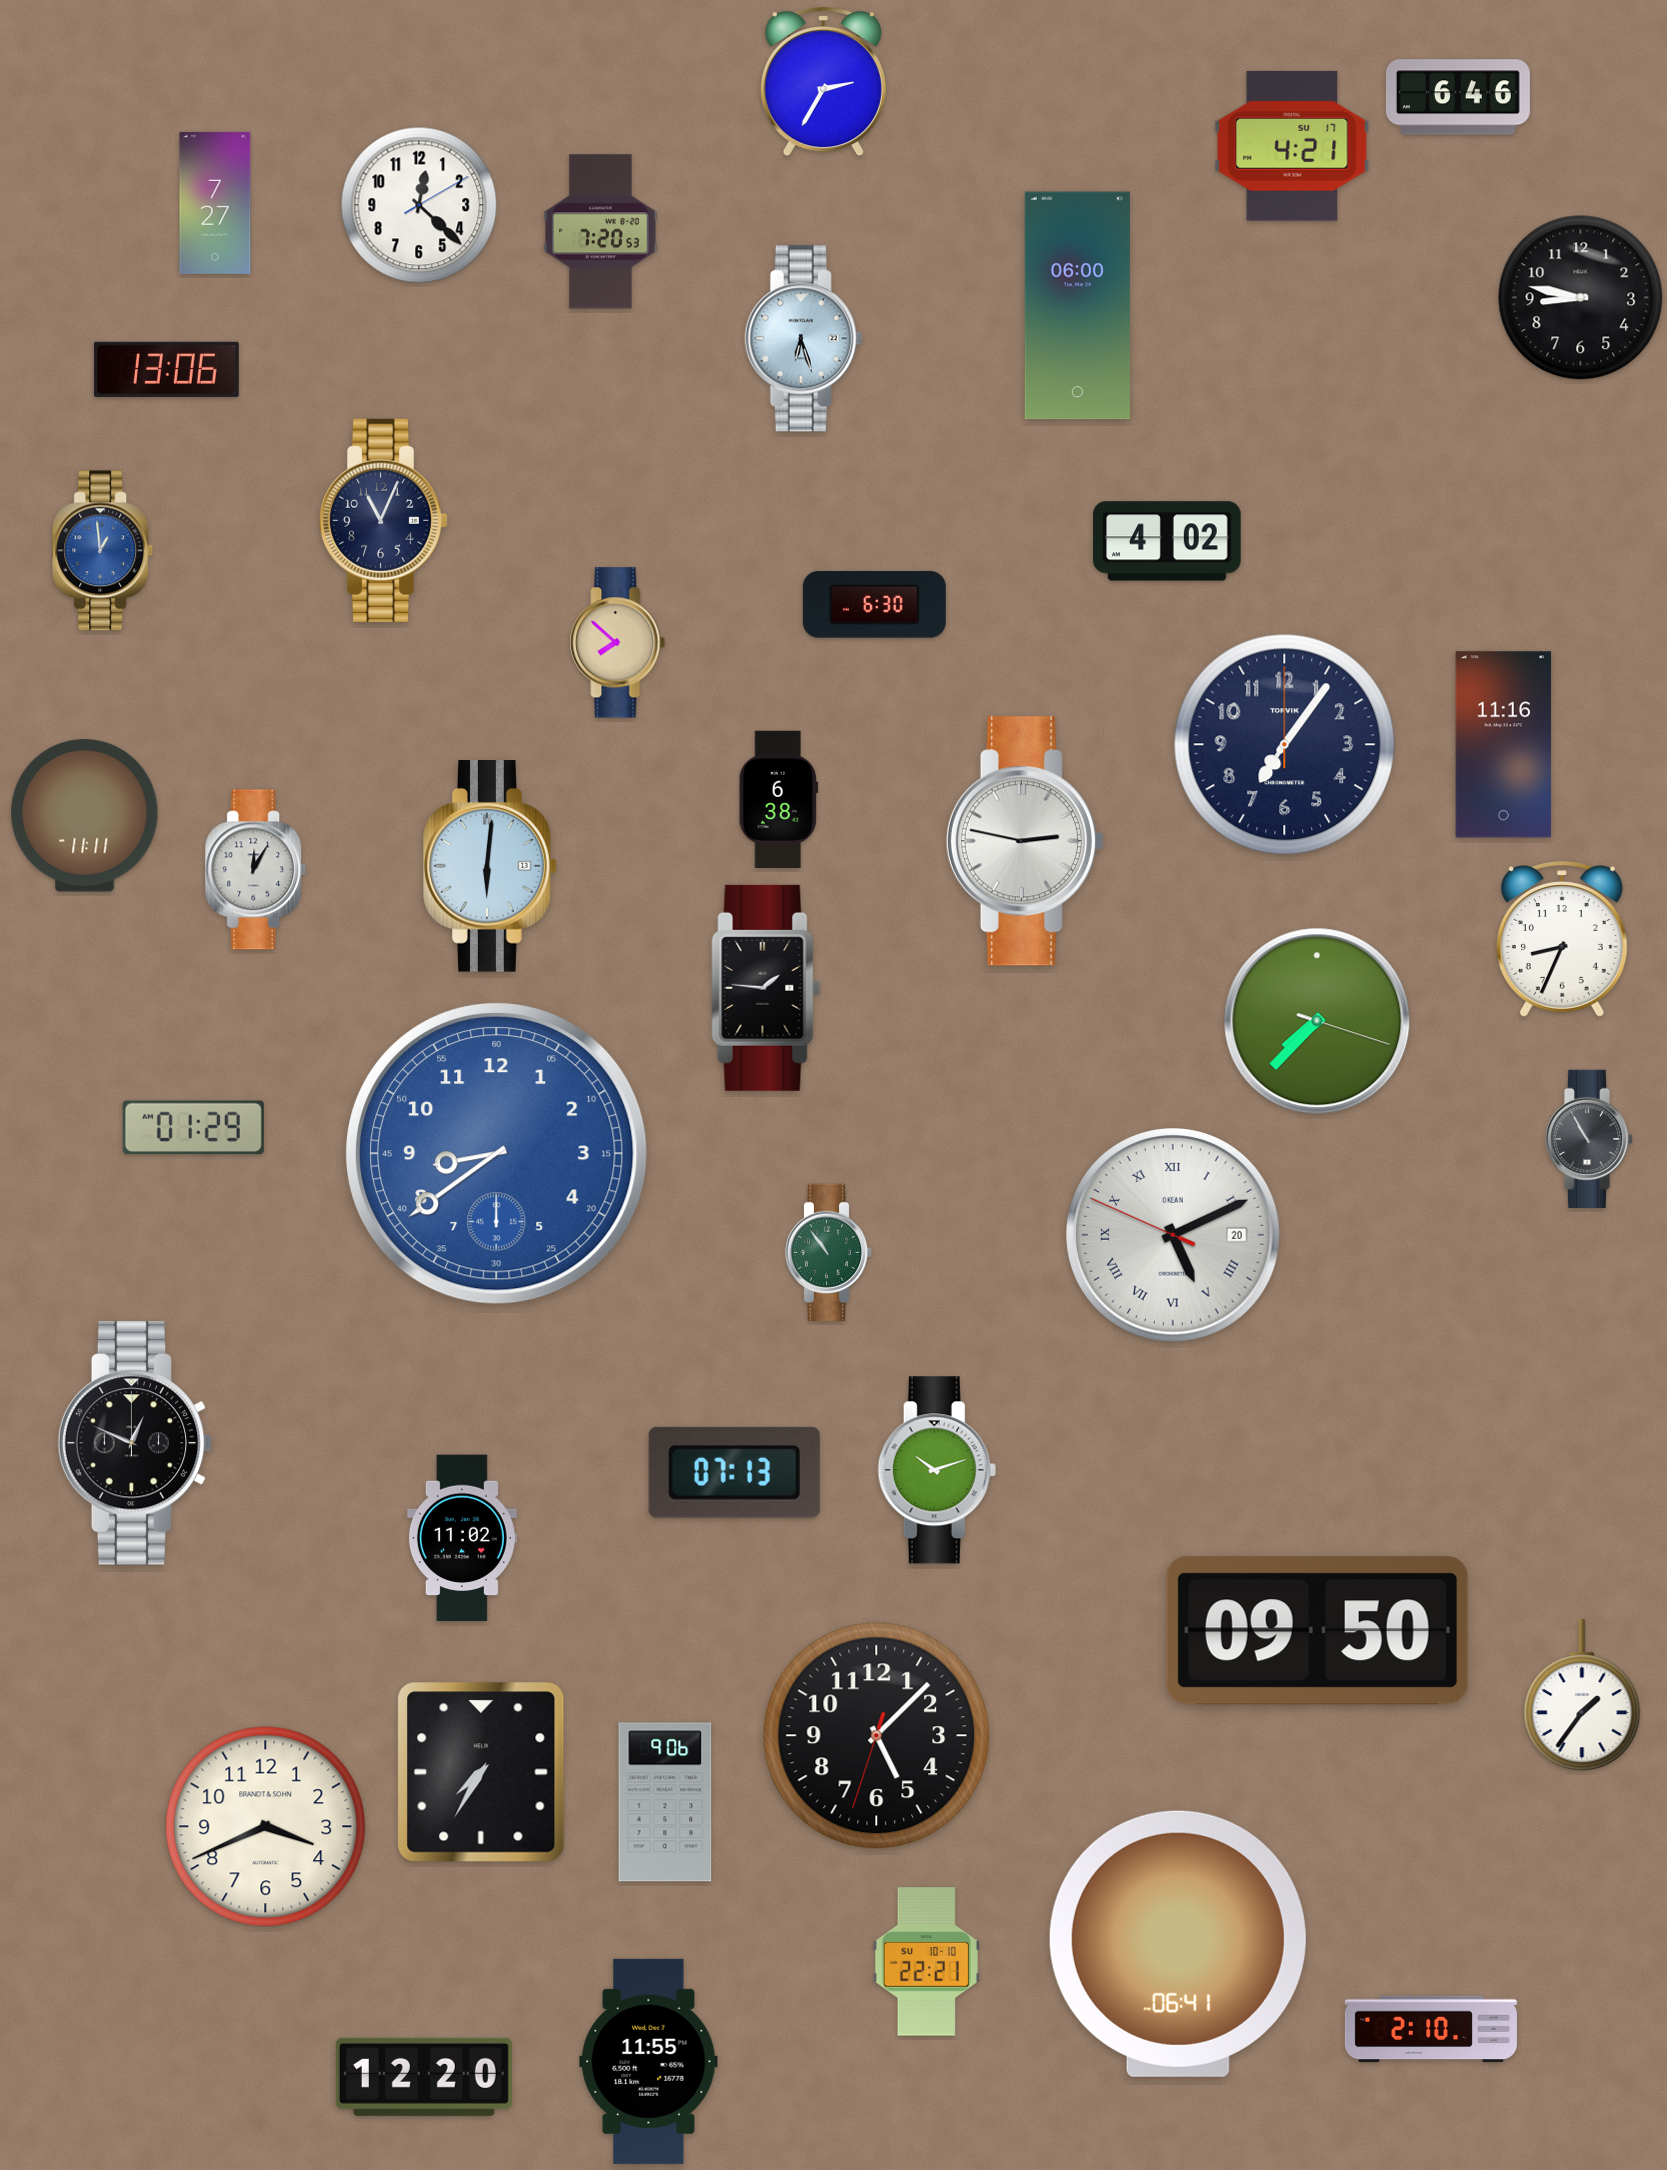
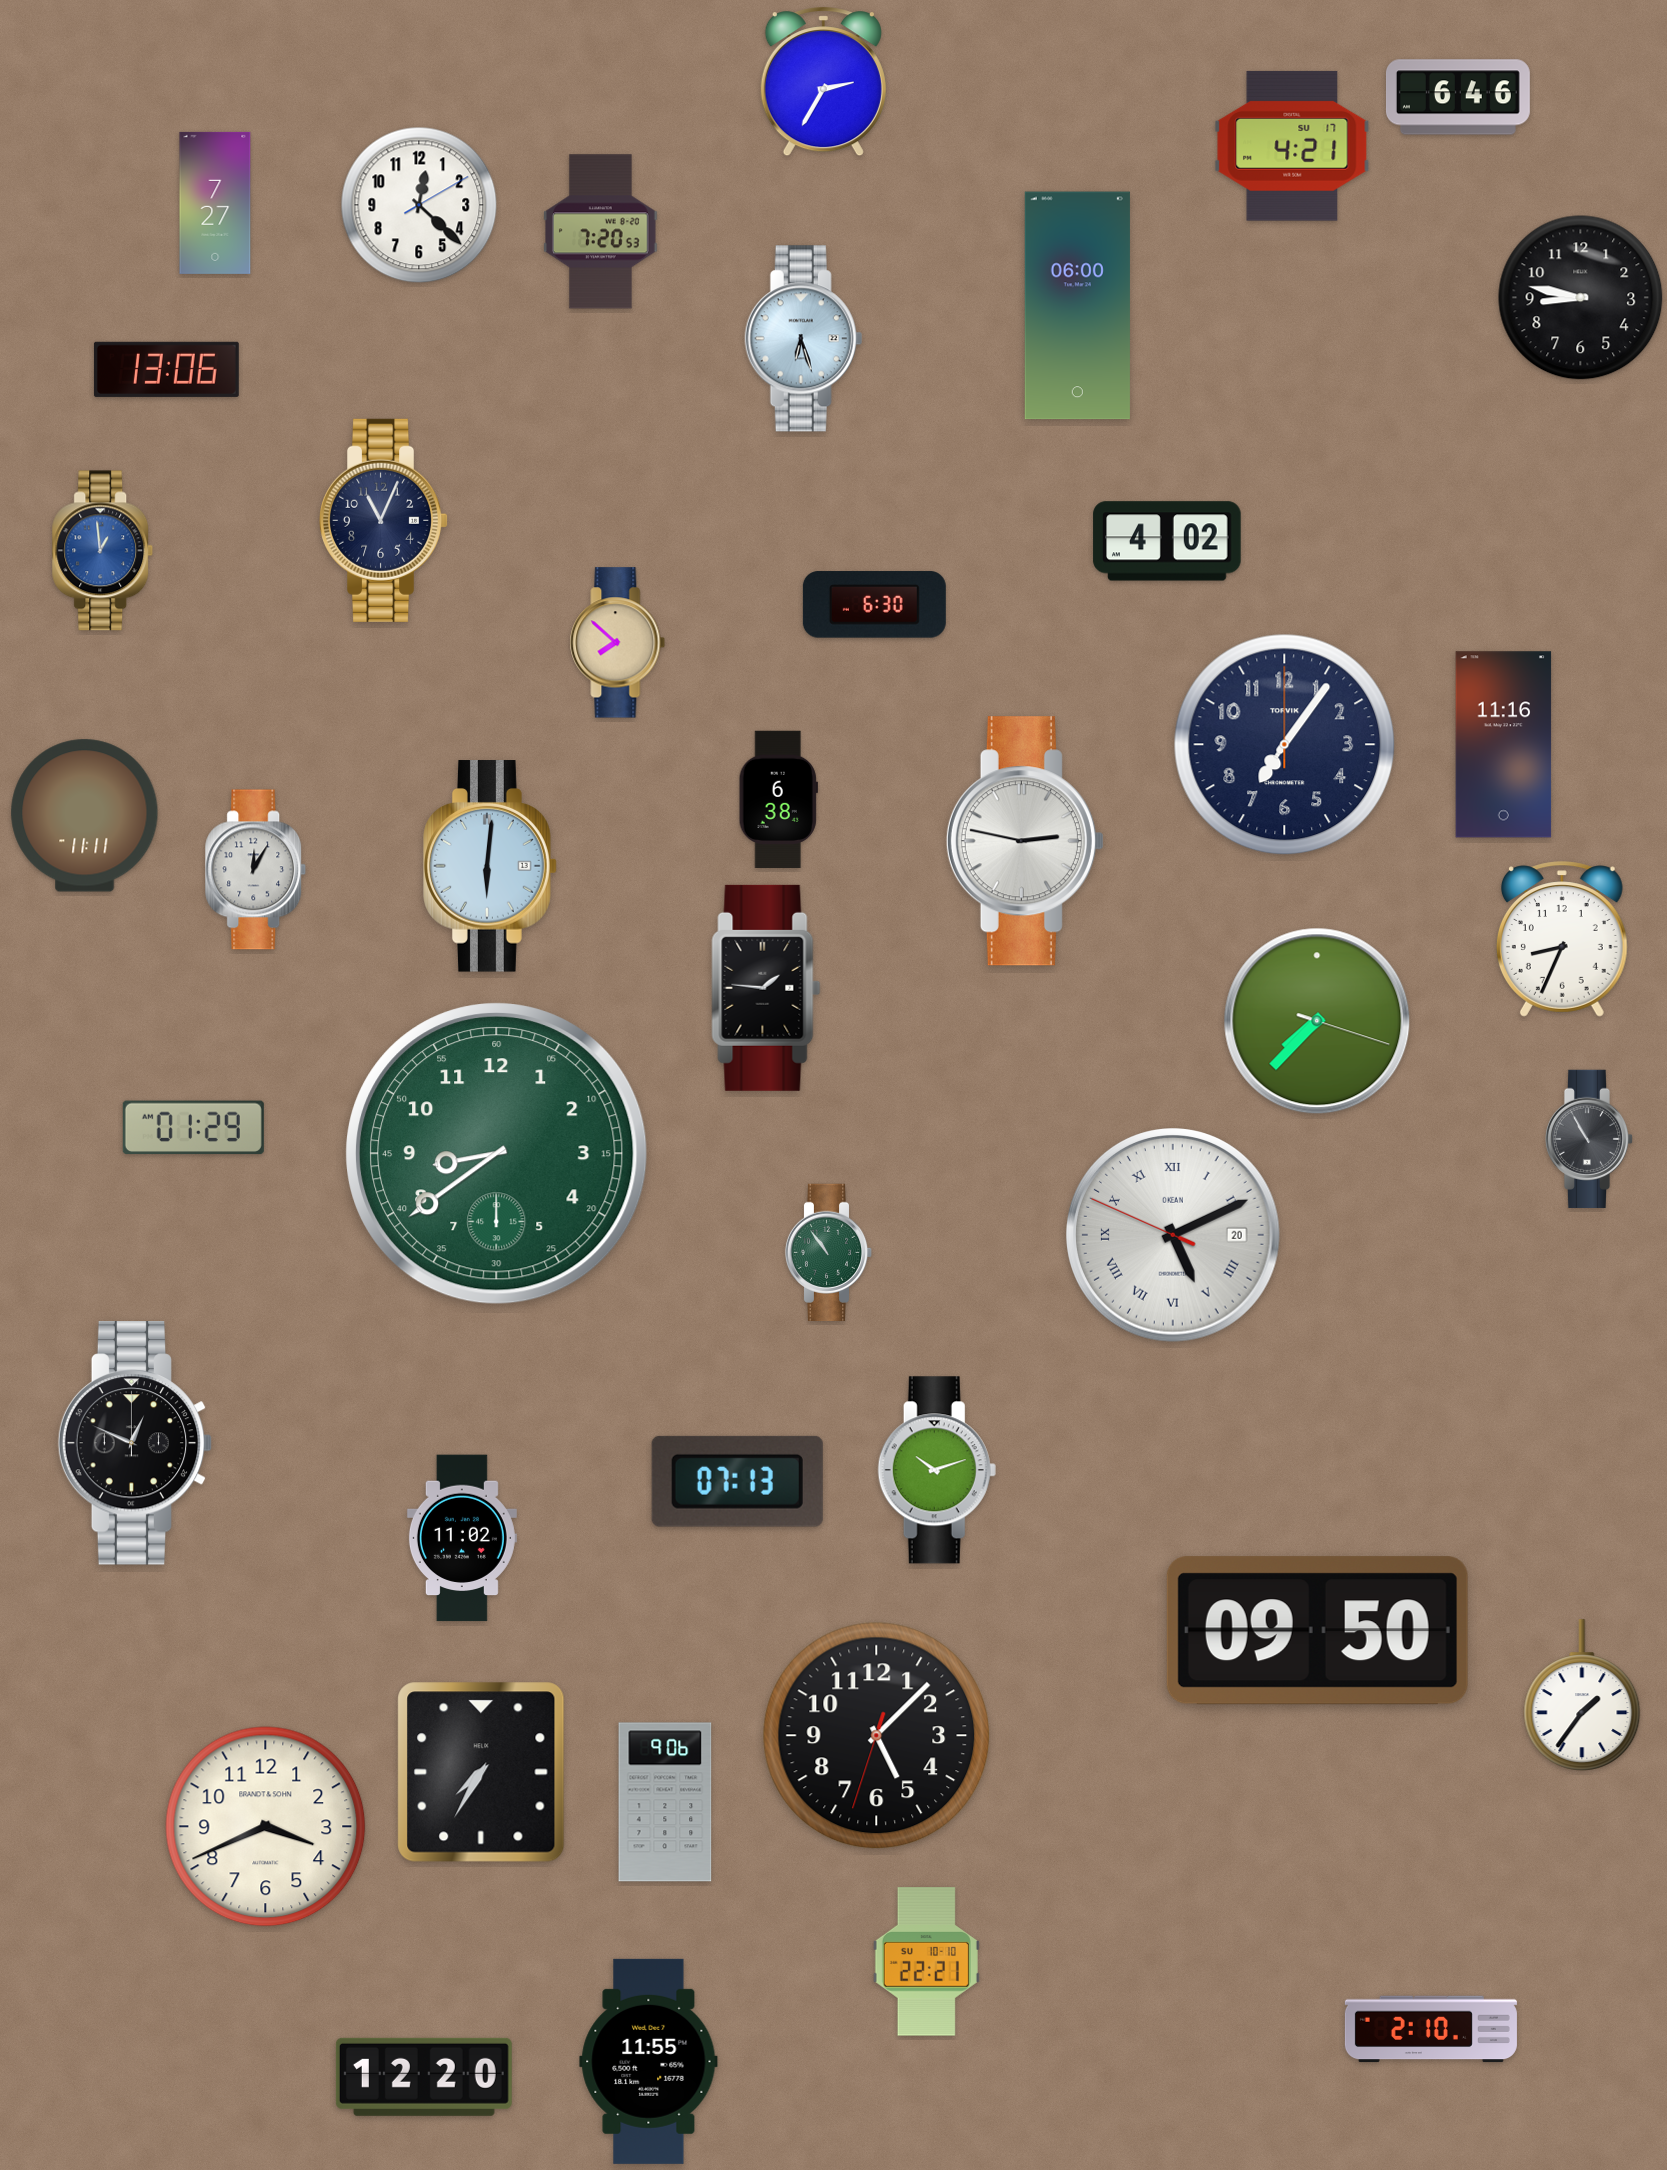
clock at (497, 1154) dial: blue -> green
clock at (734, 1472) position: (734, 1472) -> (737, 1481)
clock at (1178, 1944): 06:41 -> none
